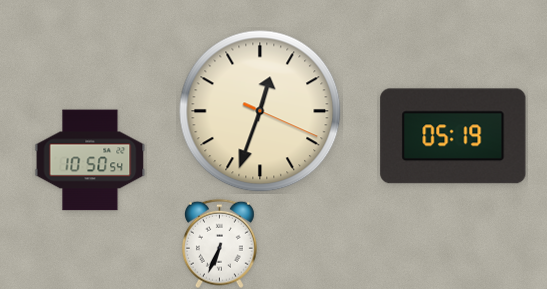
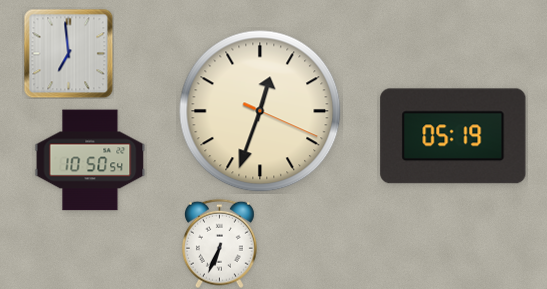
clock at (68, 53): none -> 6:59
